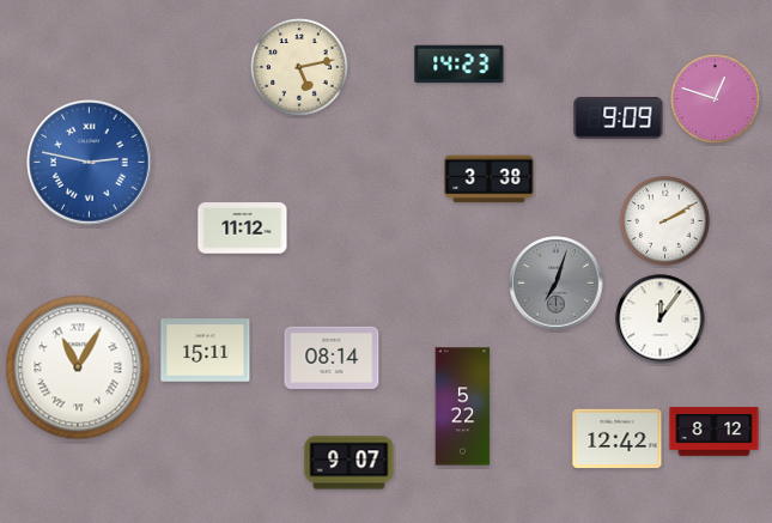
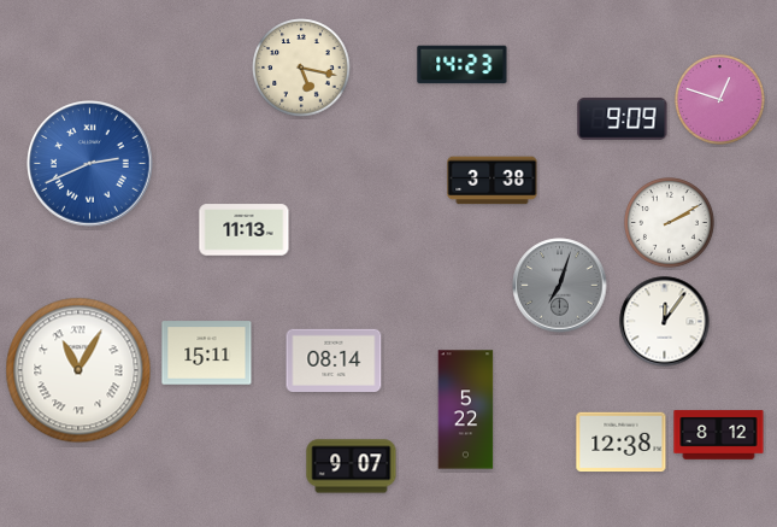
clock at (299, 67): 5:13 -> 5:17
clock at (90, 163): 2:47 -> 2:41
clock at (243, 229): 11:12 -> 11:13
clock at (618, 439): 12:42 -> 12:38
